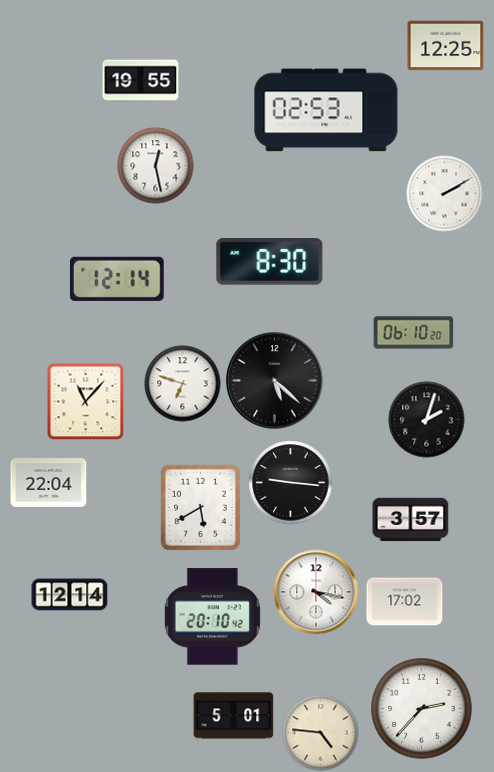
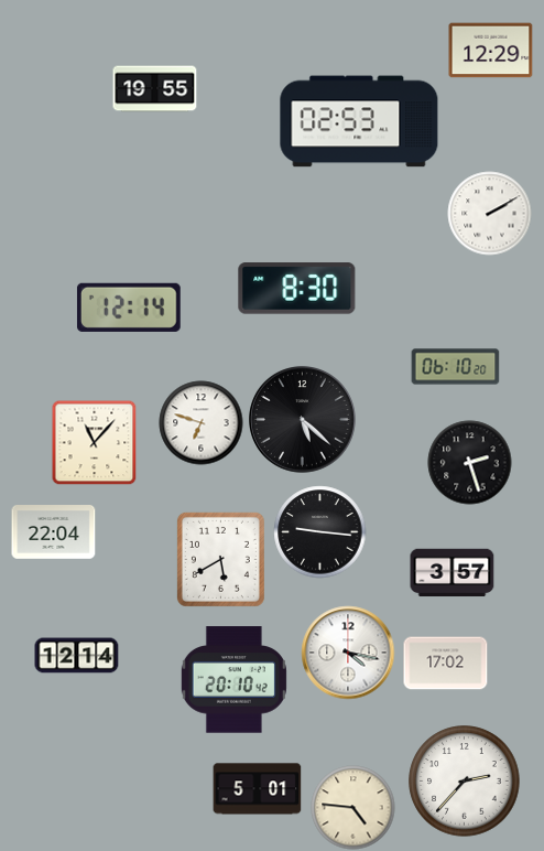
clock at (446, 46): 12:25 -> 12:29
clock at (156, 166): 12:28 -> none
clock at (427, 420): 2:03 -> 2:27
